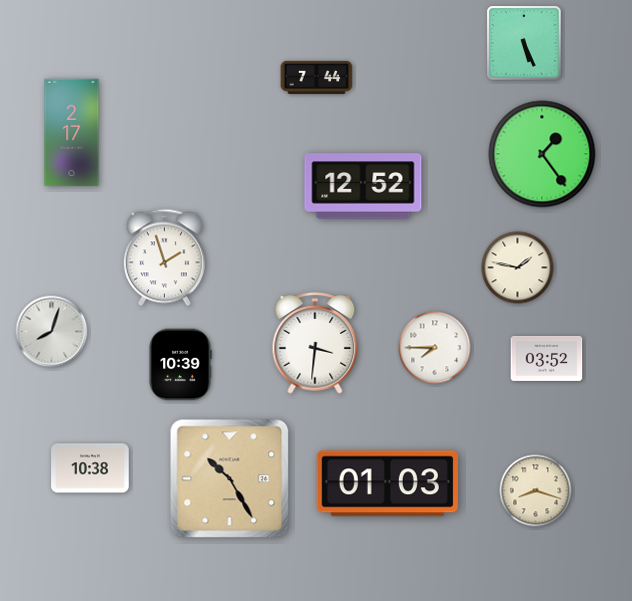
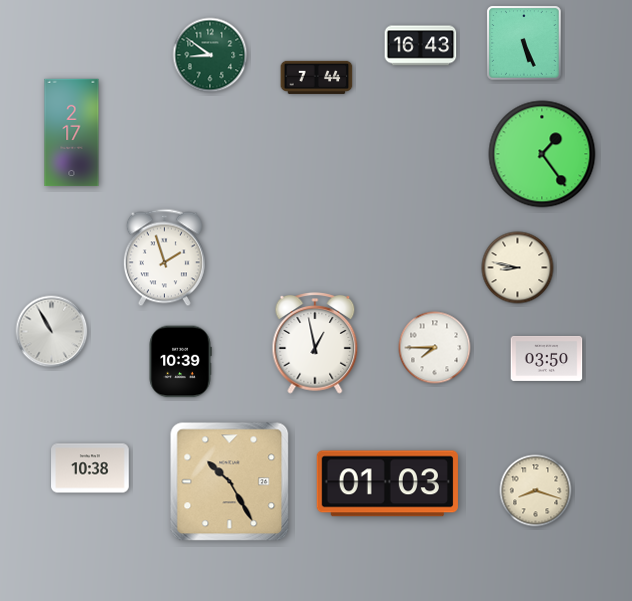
clock at (421, 46): none -> 16:43
clock at (210, 55): none -> 8:51
clock at (363, 186): 12:52 -> none
clock at (518, 268): 1:47 -> 8:47
clock at (52, 332): 8:03 -> 10:55
clock at (315, 344): 3:31 -> 12:58
clock at (547, 358): 03:52 -> 03:50
clock at (180, 365) position: (180, 365) -> (180, 362)
clock at (230, 479) position: (230, 479) -> (230, 482)
